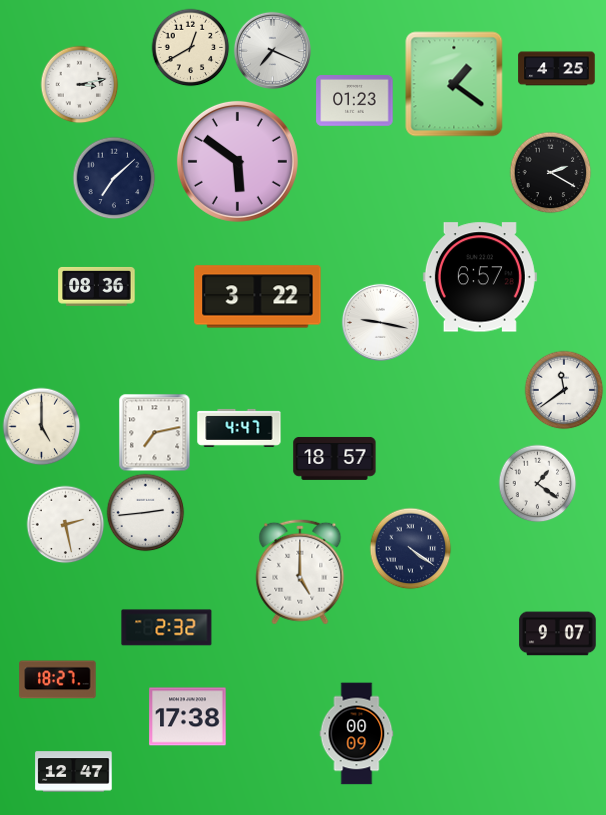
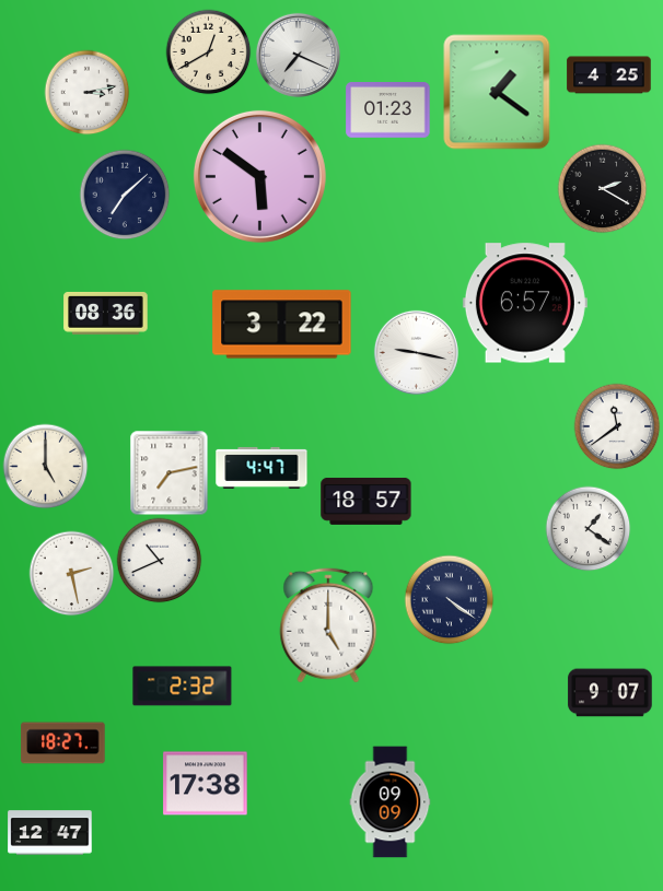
clock at (145, 512): 2:44 -> 10:41
clock at (357, 734): 00:09 -> 09:09
clock at (74, 772) position: (74, 772) -> (50, 833)
